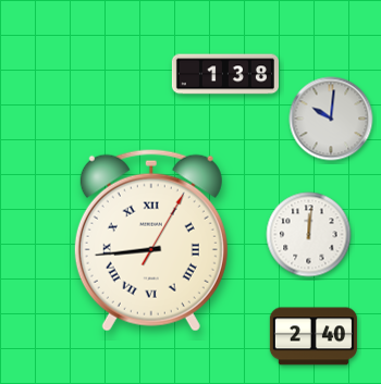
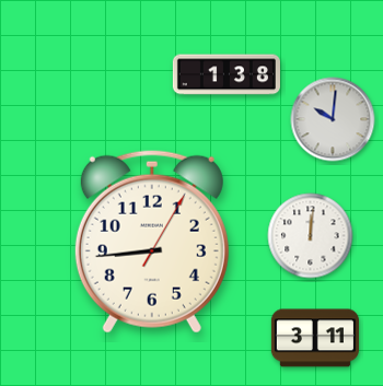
clock at (151, 240) numerals: Roman -> Arabic
clock at (314, 336): 2:40 -> 3:11
